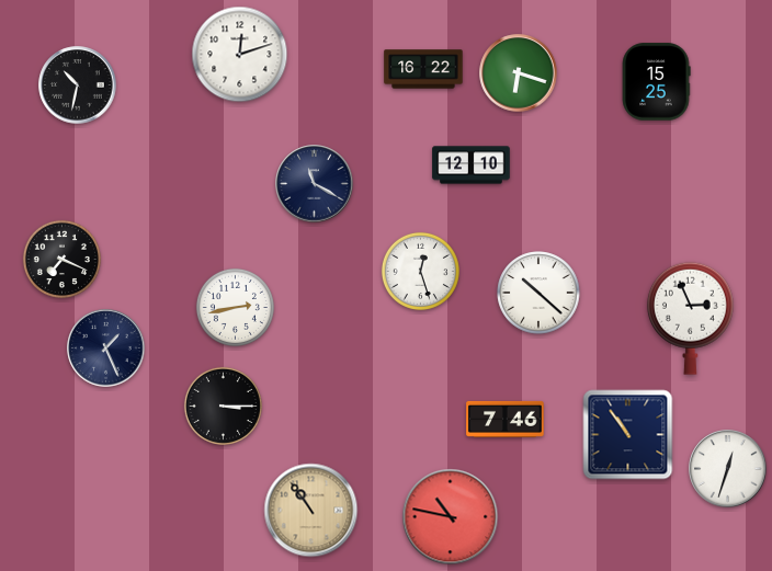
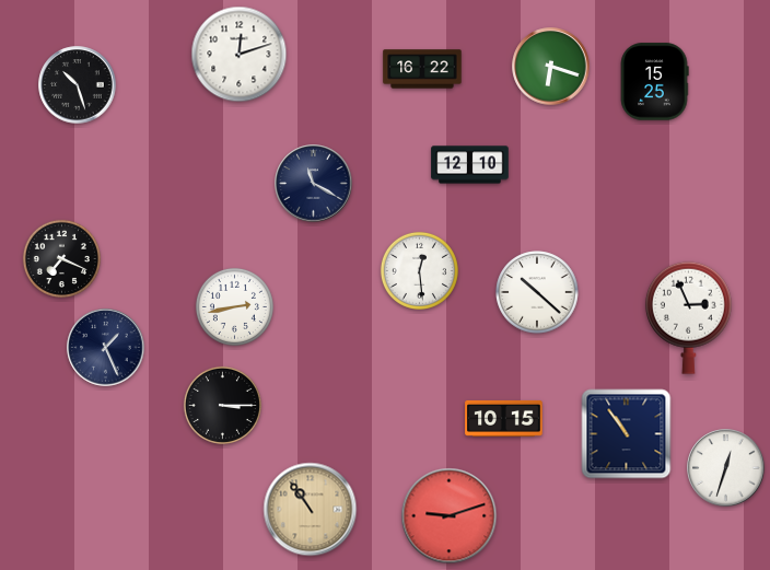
clock at (519, 73) position: (519, 73) -> (551, 67)
clock at (78, 85): 10:32 -> 10:27
clock at (420, 271): 12:27 -> 12:29
clock at (506, 419): 7:46 -> 10:15
clock at (451, 517): 10:47 -> 9:12
